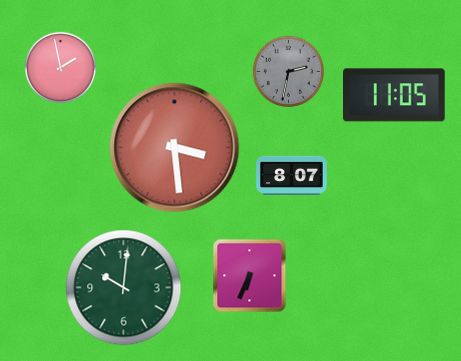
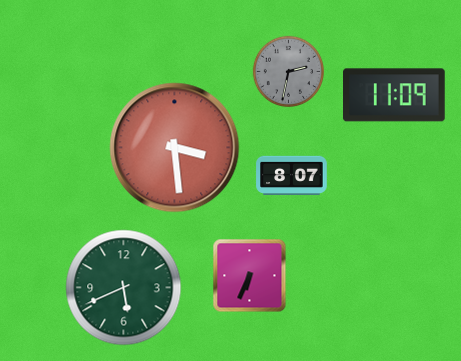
clock at (60, 67): 1:58 -> none
clock at (395, 95): 11:05 -> 11:09
clock at (124, 288): 10:01 -> 5:41
